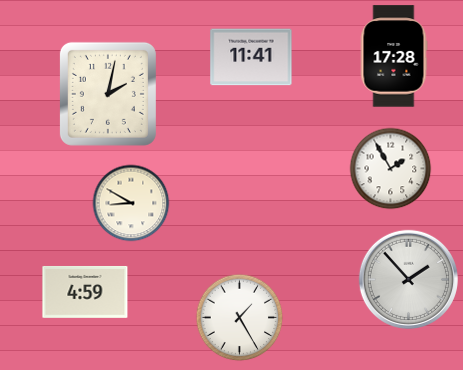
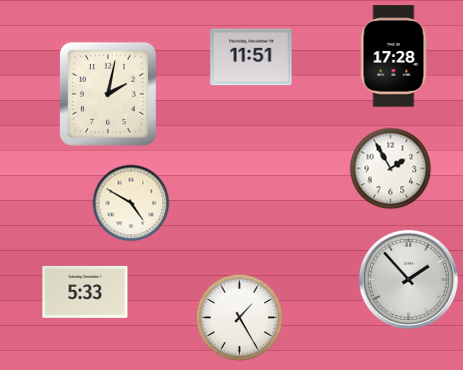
clock at (251, 57): 11:41 -> 11:51
clock at (131, 203): 8:50 -> 4:50
clock at (85, 292): 4:59 -> 5:33
